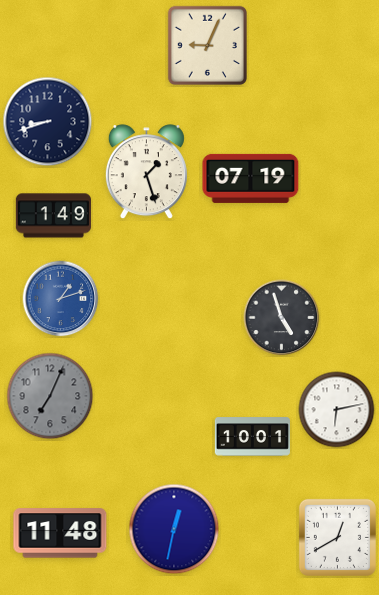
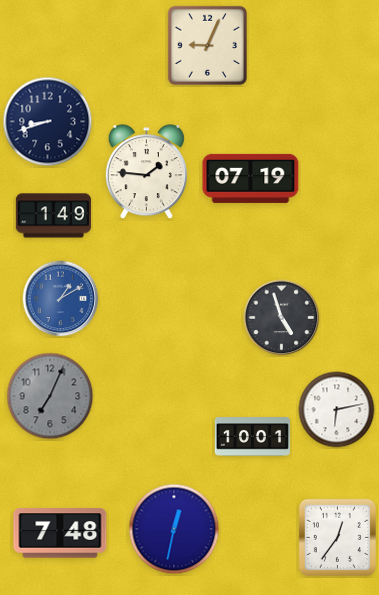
clock at (146, 172): 1:27 -> 1:46
clock at (61, 299): 1:12 -> 1:10
clock at (60, 533): 11:48 -> 7:48
clock at (337, 537): 12:40 -> 12:36
